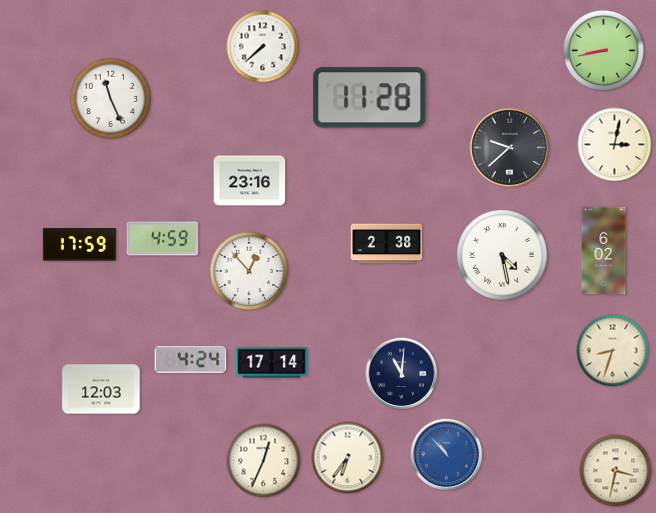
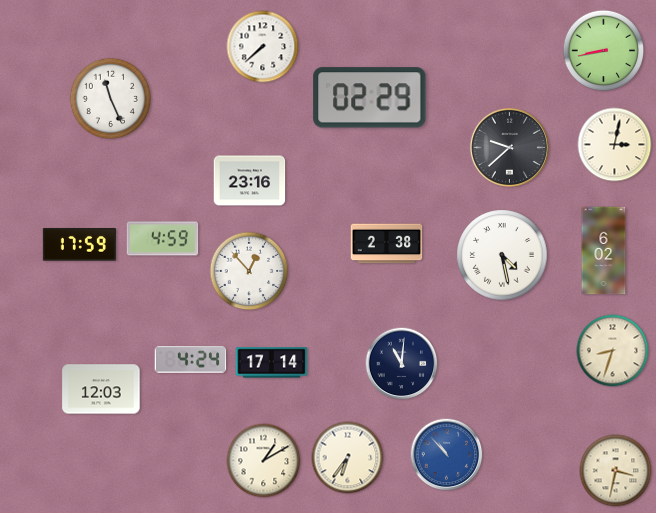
clock at (370, 98): 11:28 -> 02:29
clock at (402, 374) position: (402, 374) -> (402, 364)
clock at (264, 461): 12:34 -> 1:10
